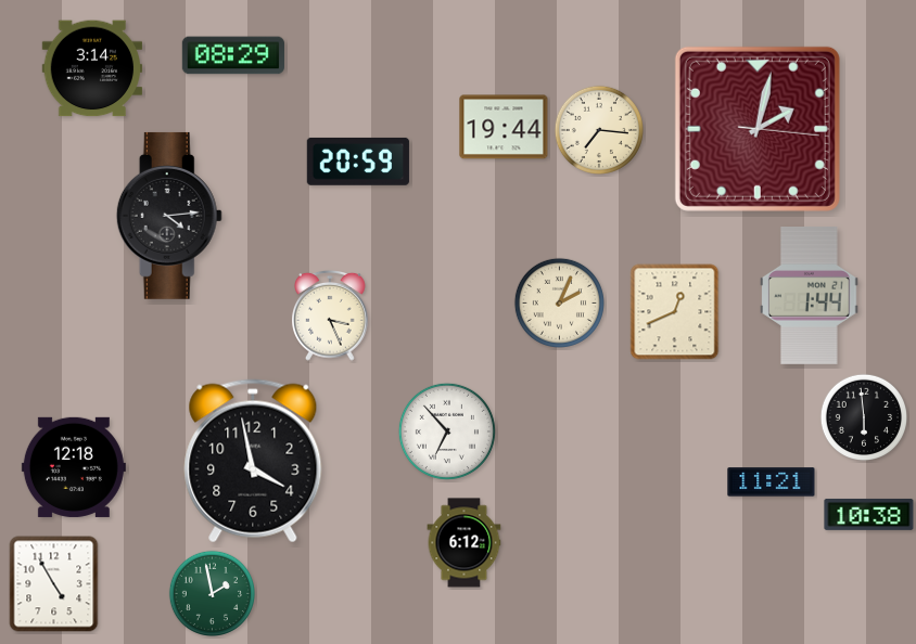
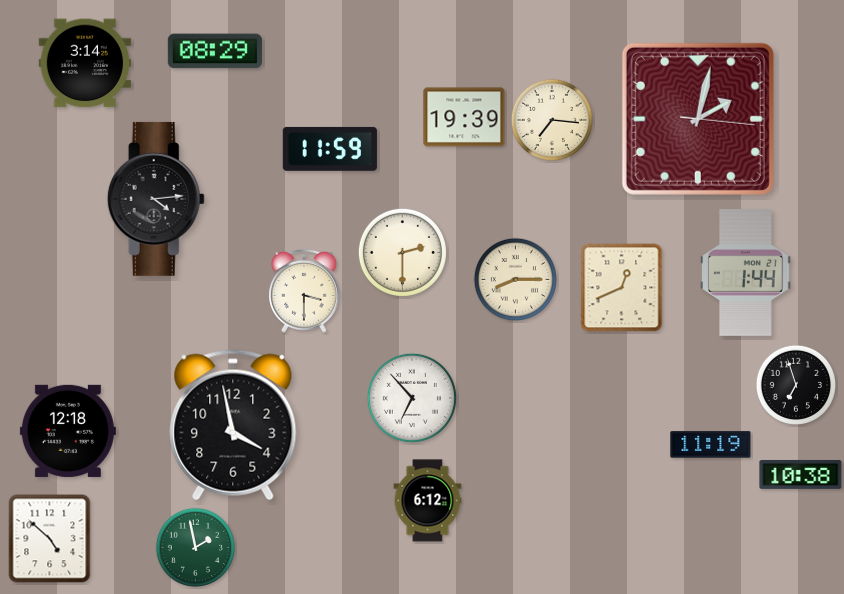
clock at (504, 127): 19:44 -> 19:39
clock at (358, 162): 20:59 -> 11:59
clock at (402, 252): none -> 2:30
clock at (559, 302): 2:04 -> 8:15
clock at (331, 315): 3:26 -> 3:30
clock at (863, 416): 5:59 -> 6:57
clock at (772, 482): 11:21 -> 11:19
clock at (54, 584): 4:55 -> 4:52
